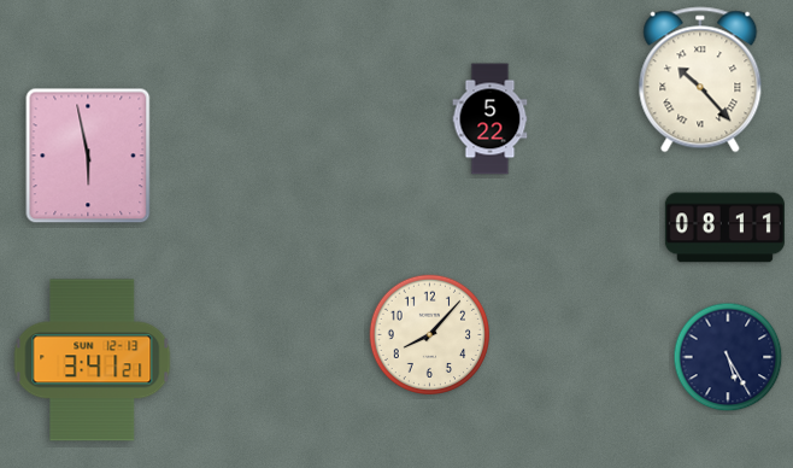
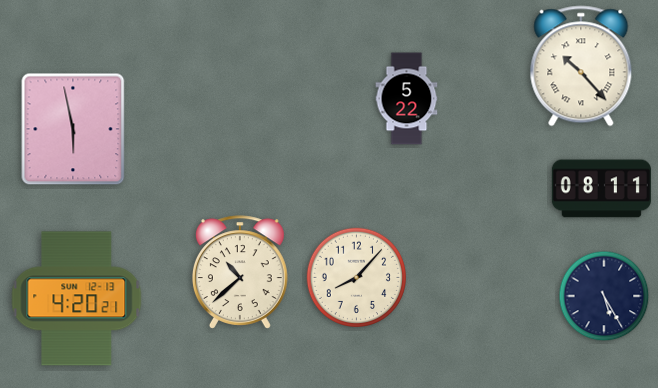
clock at (240, 272): none -> 10:38
clock at (93, 361): 3:41 -> 4:20
